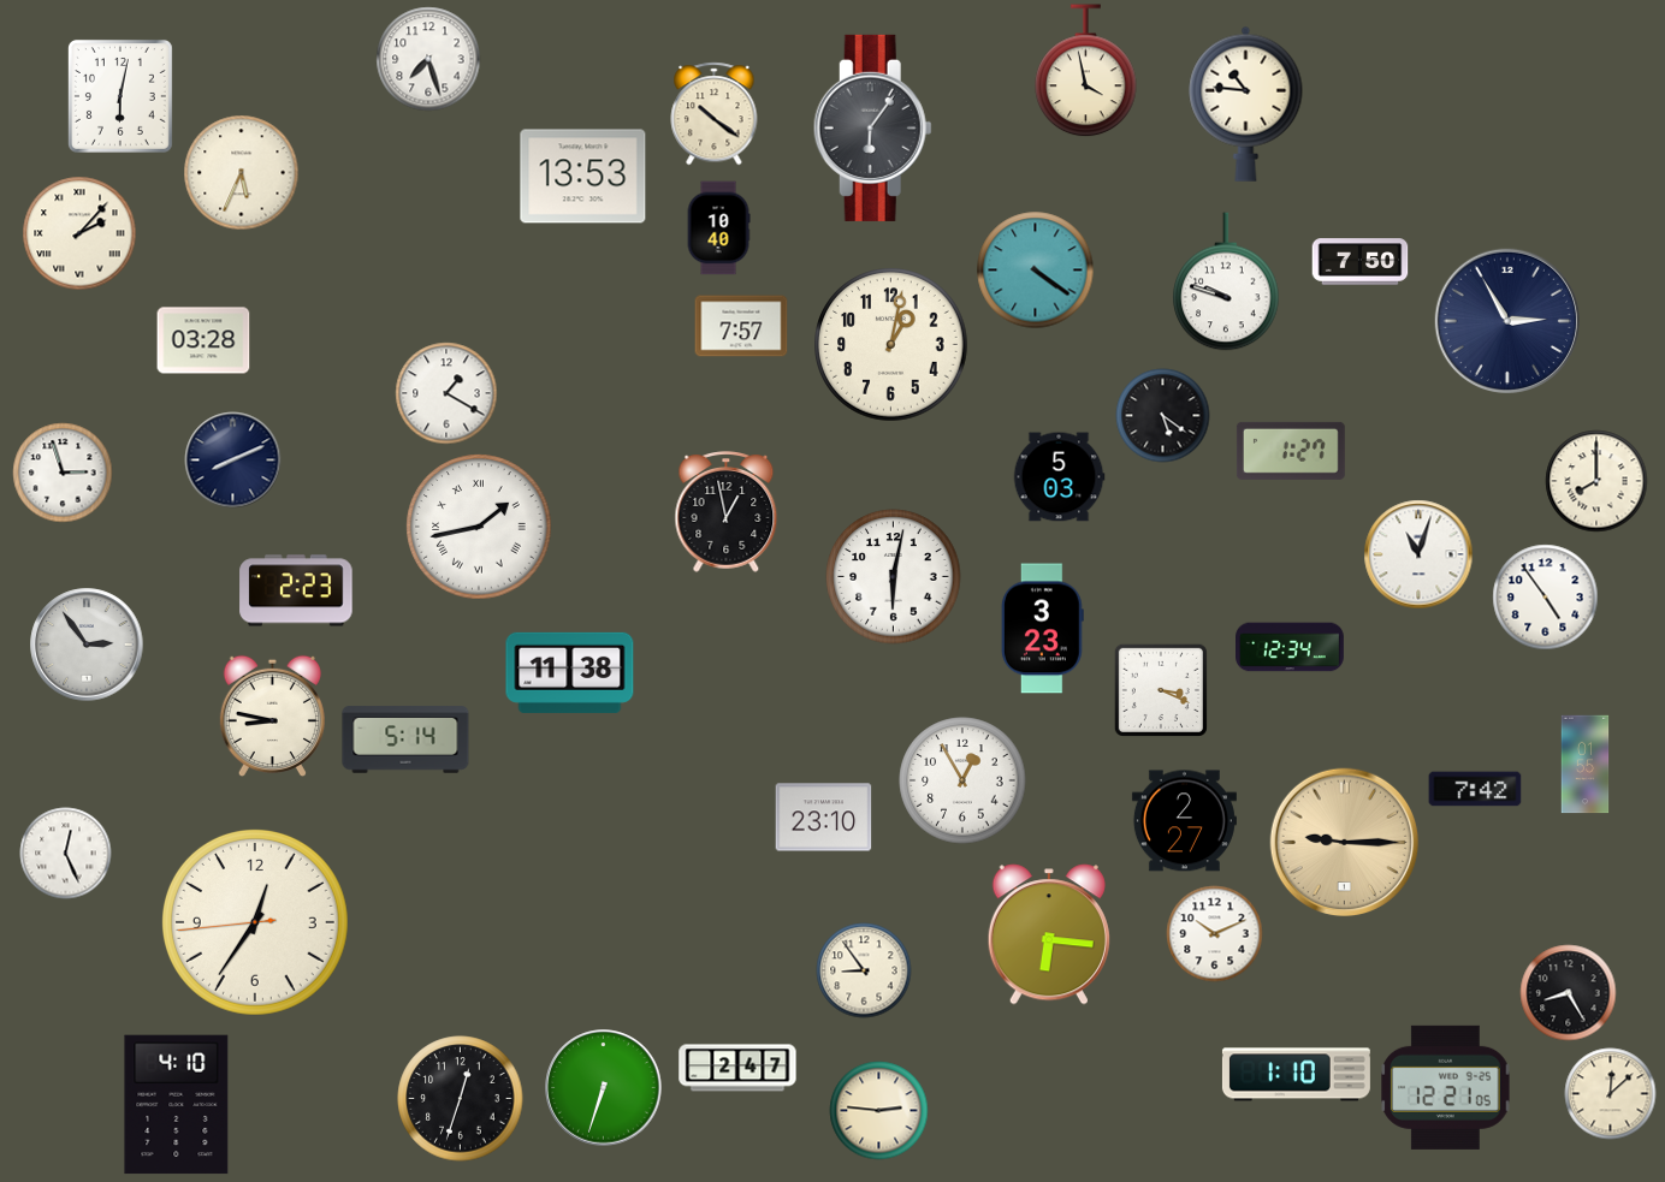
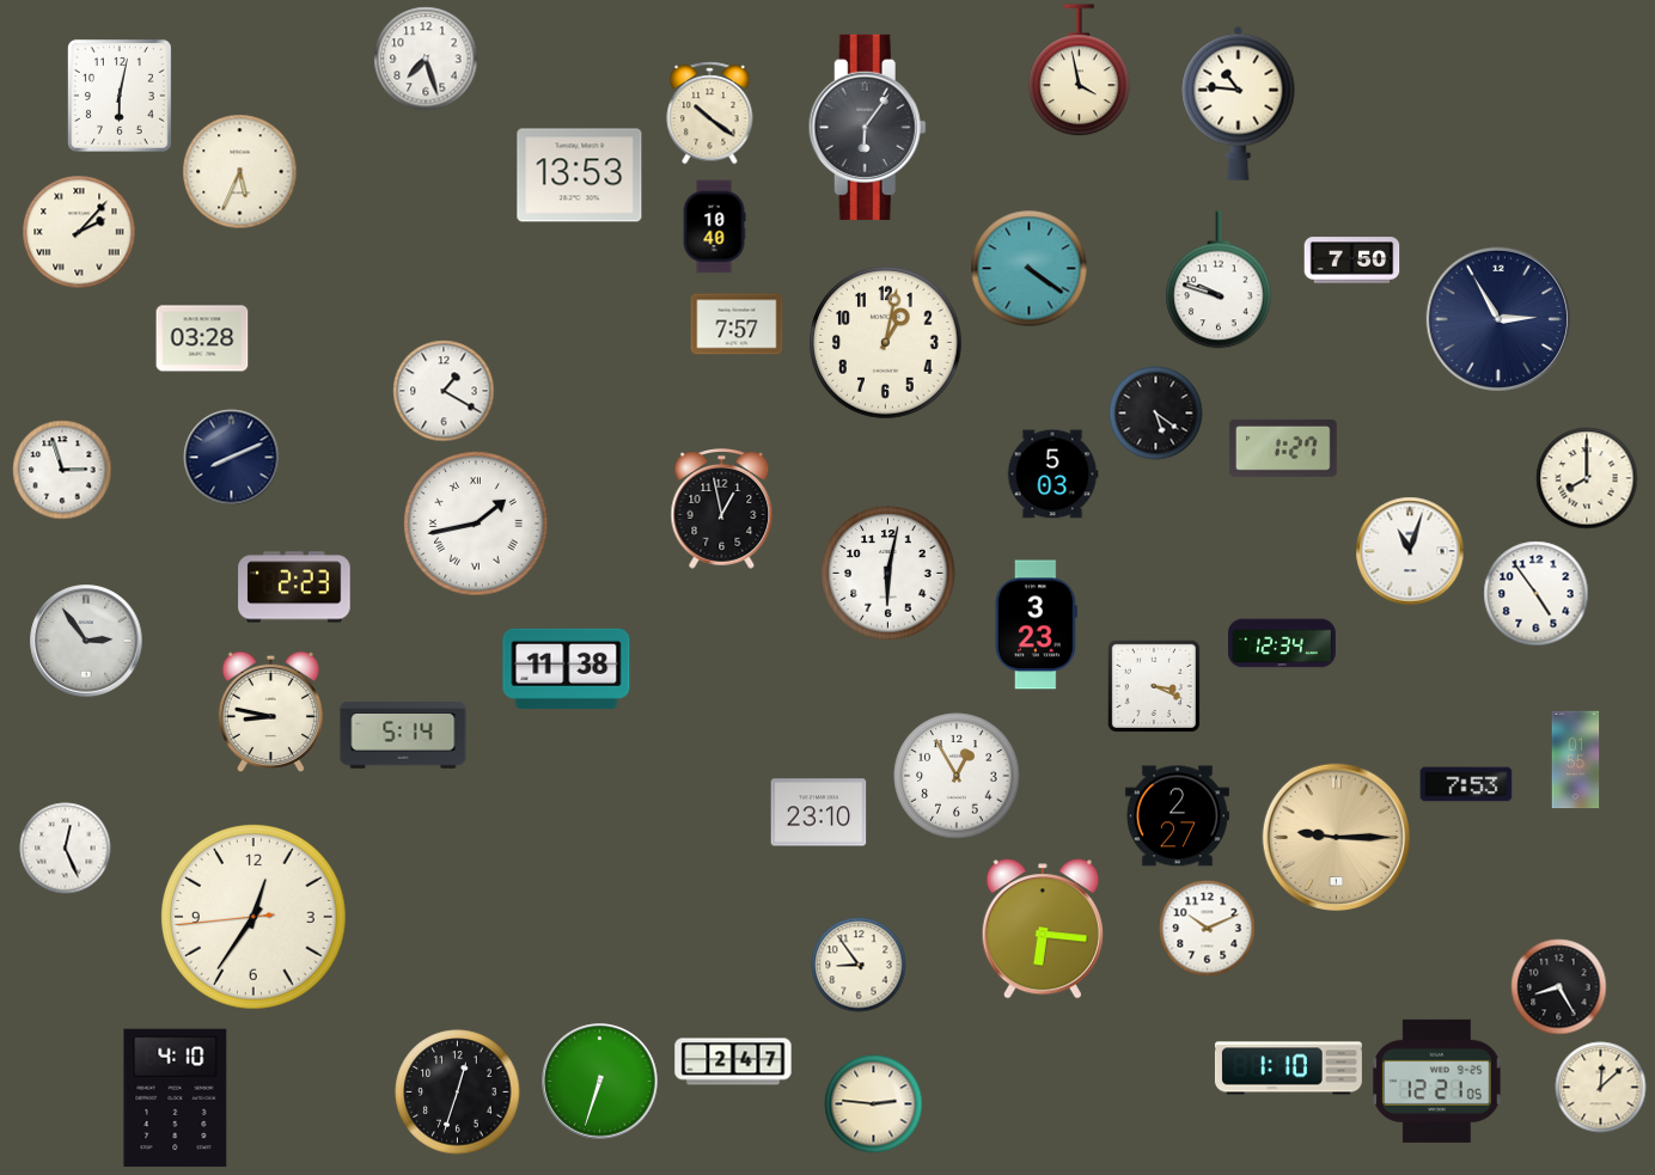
clock at (1475, 789): 7:42 -> 7:53
